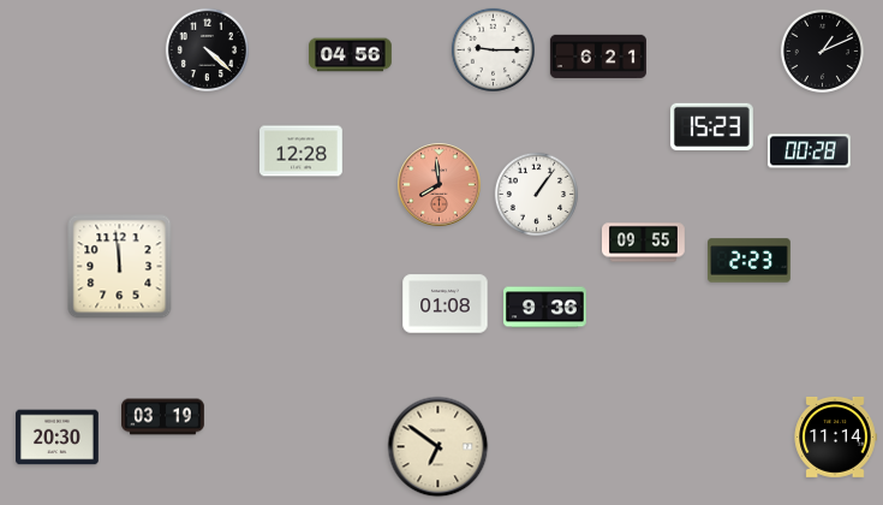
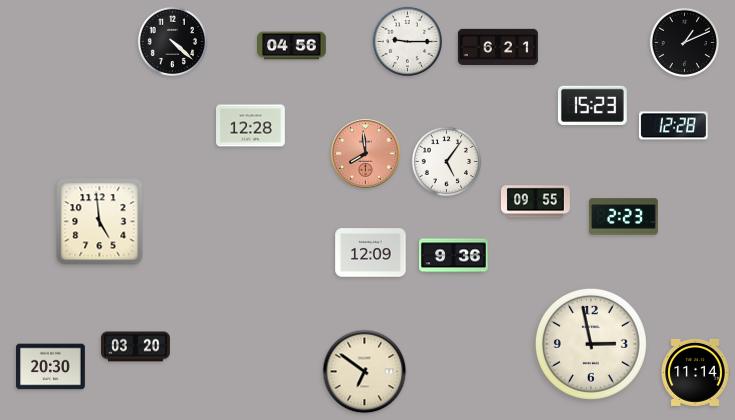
clock at (493, 49) position: (493, 49) -> (407, 41)
clock at (810, 151): 00:28 -> 12:28
clock at (536, 194): 1:06 -> 5:06
clock at (120, 267): 11:59 -> 4:59
clock at (446, 304): 01:08 -> 12:09
clock at (591, 344): none -> 2:58
clock at (163, 417): 03:19 -> 03:20
clock at (835, 436) position: (835, 436) -> (695, 372)
clock at (58, 438) position: (58, 438) -> (51, 367)
